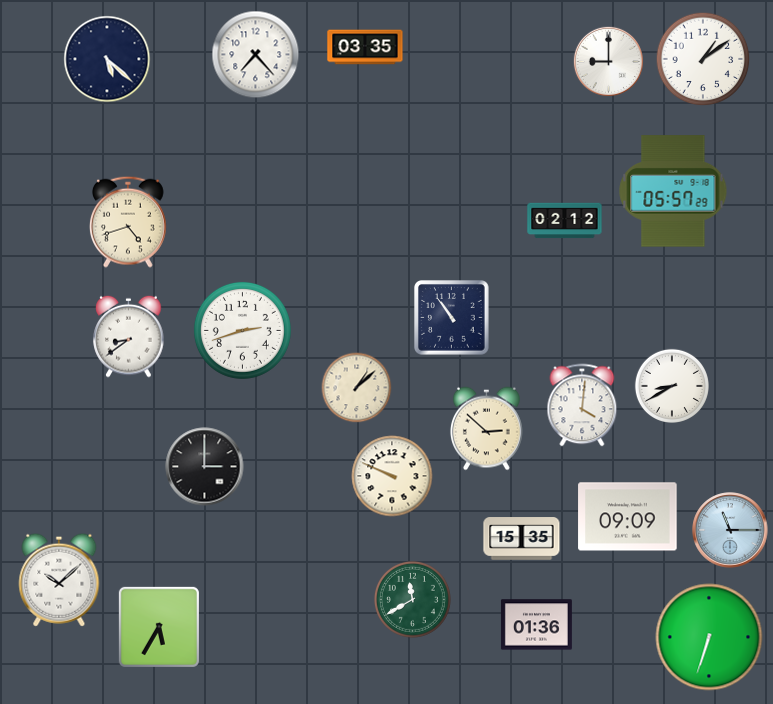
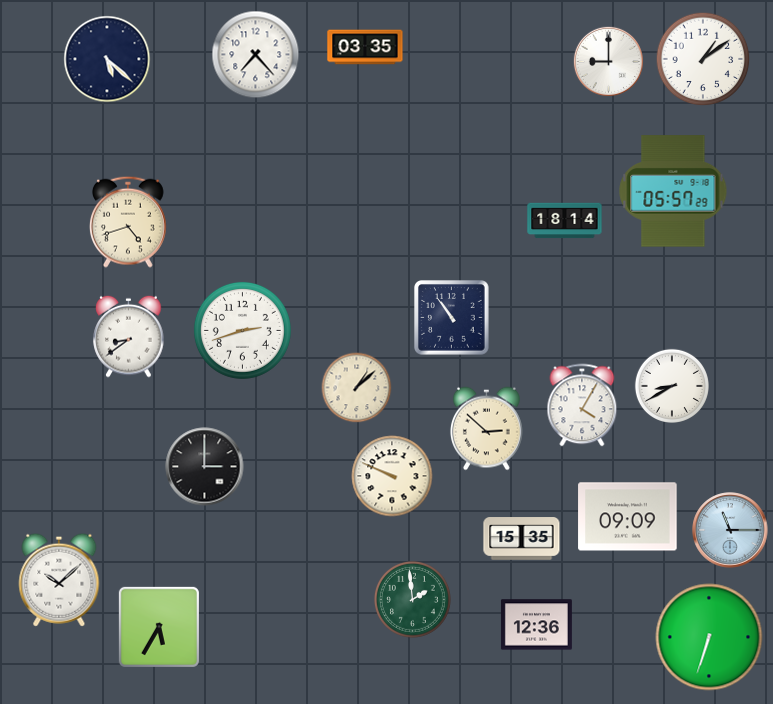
clock at (565, 221): 02:12 -> 18:14
clock at (582, 405): 4:01 -> 4:05
clock at (412, 599): 11:40 -> 1:59
clock at (536, 625): 01:36 -> 12:36
